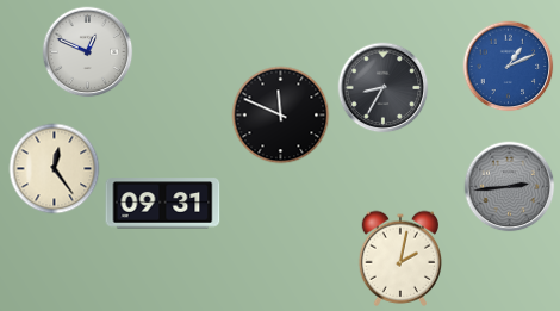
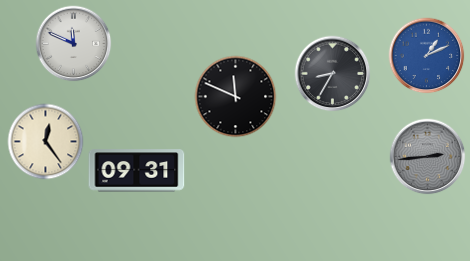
clock at (88, 52): 12:49 -> 11:49
clock at (384, 88) position: (384, 88) -> (333, 74)
clock at (400, 259): 2:02 -> none
